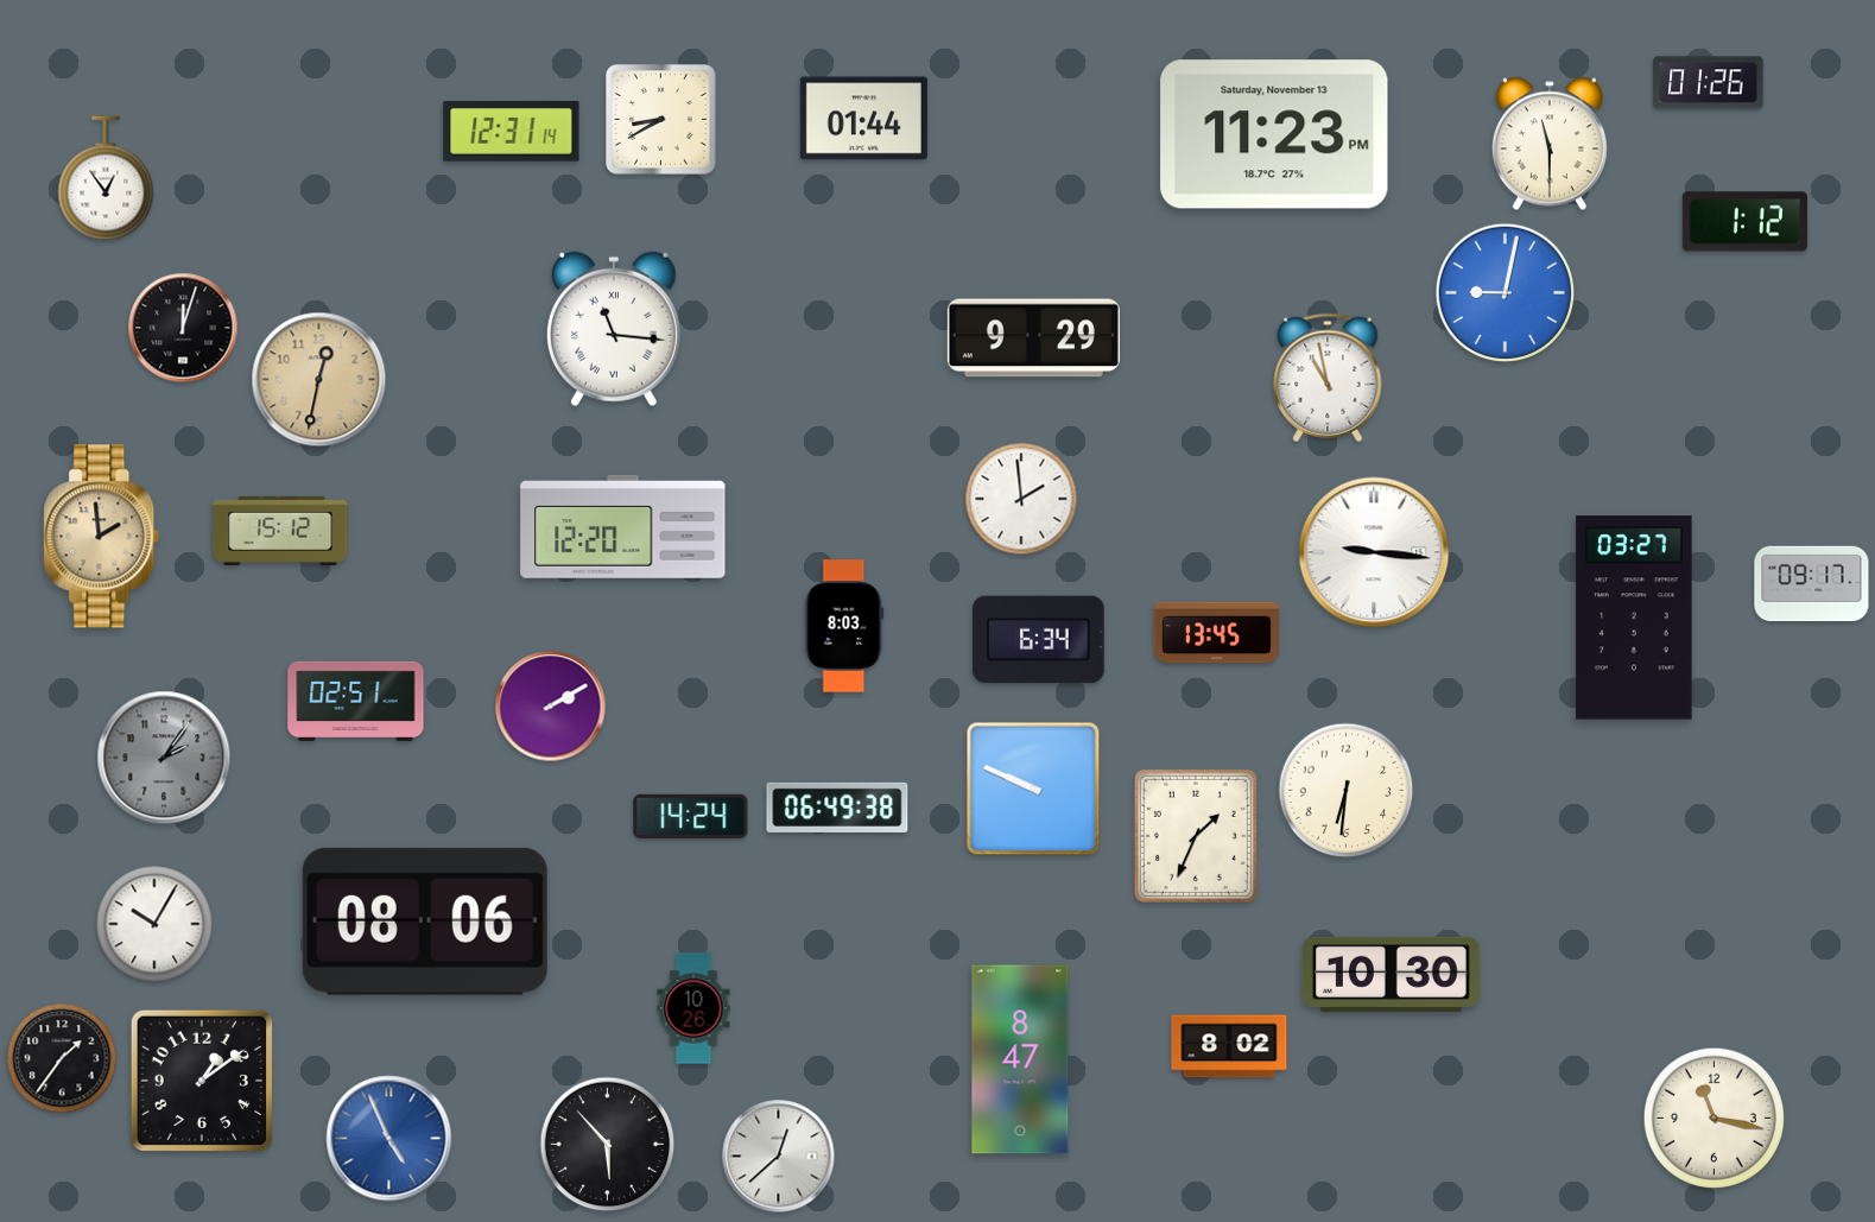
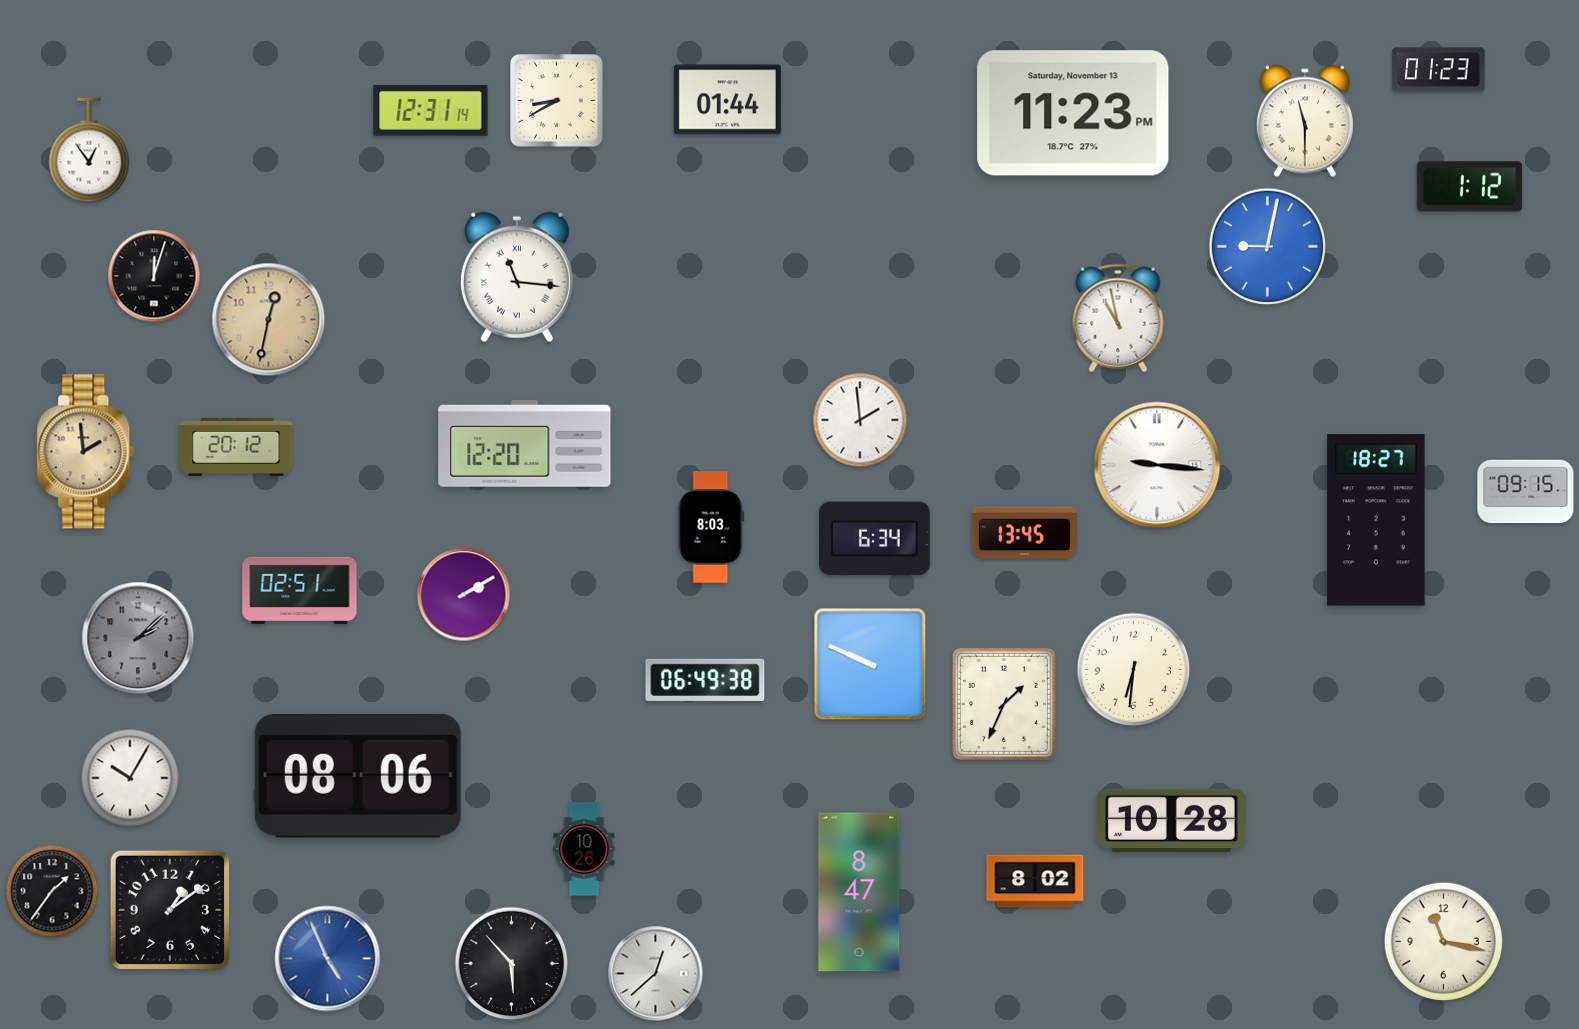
clock at (1709, 83): 01:26 -> 01:23
clock at (1033, 338): 9:29 -> none
clock at (280, 531): 15:12 -> 20:12
clock at (1812, 584): 09:17 -> 09:15
clock at (1634, 618): 03:27 -> 18:27
clock at (164, 758): 2:06 -> 2:08
clock at (1347, 791) position: (1347, 791) -> (1134, 670)
clock at (691, 816): 14:24 -> none
clock at (1196, 836) position: (1196, 836) -> (1004, 704)
clock at (1392, 974): 10:30 -> 10:28
